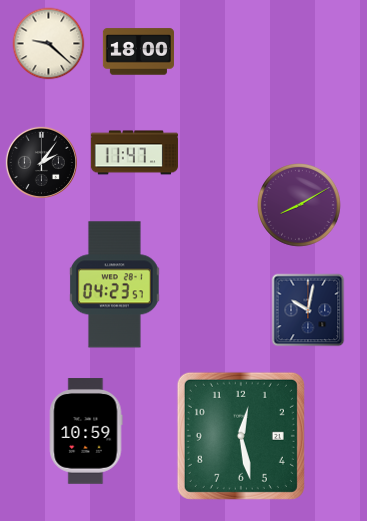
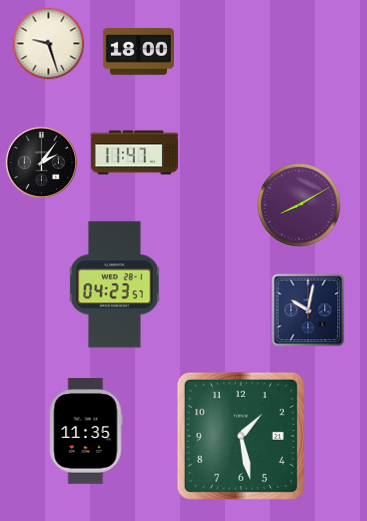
clock at (49, 44): 9:22 -> 9:27
clock at (86, 431): 10:59 -> 11:35
clock at (241, 436): 12:28 -> 1:28
